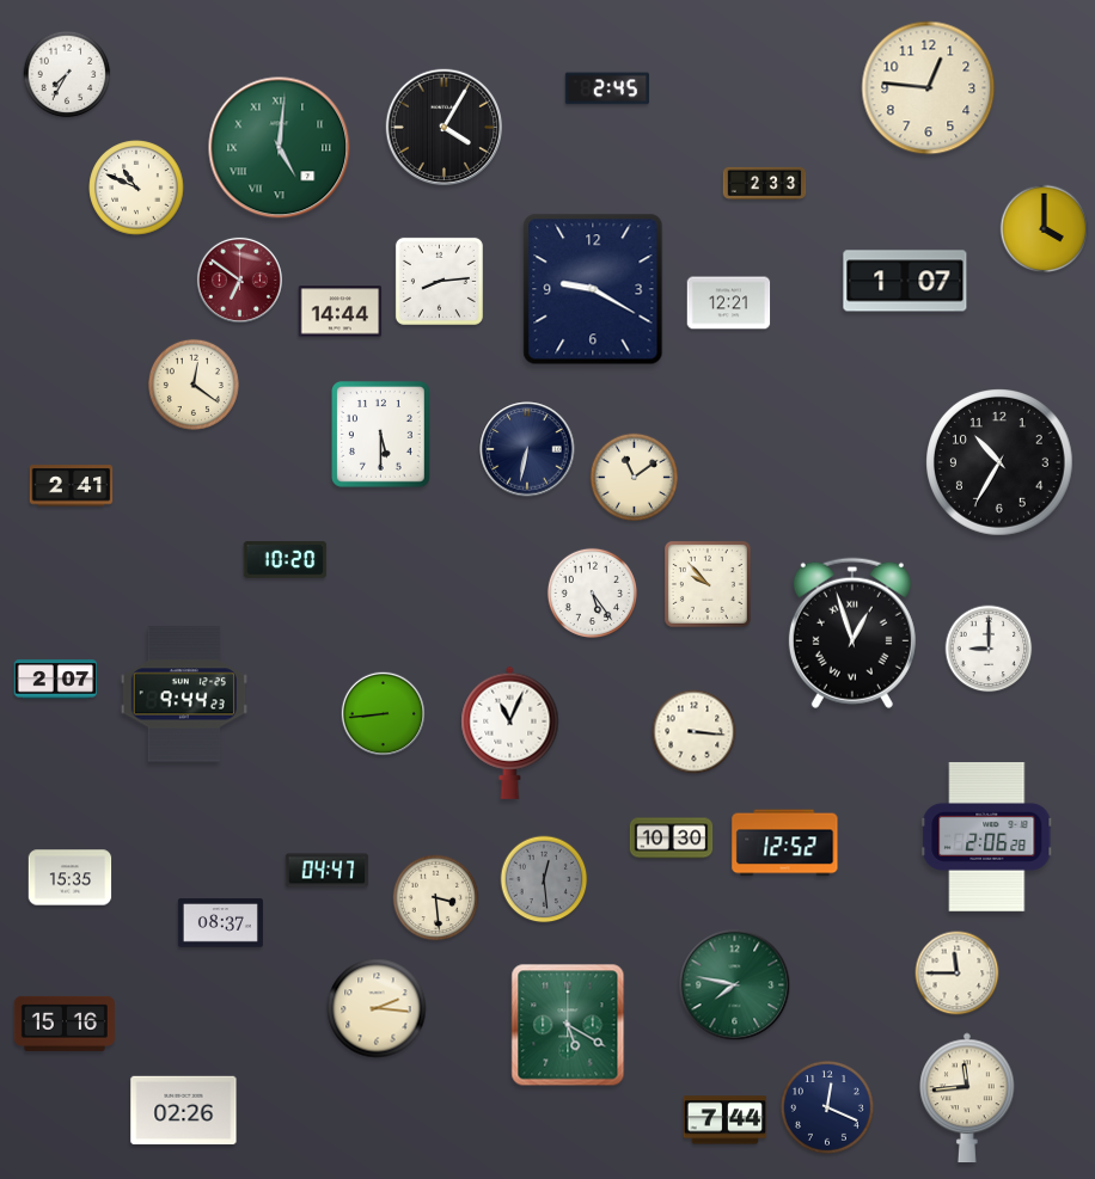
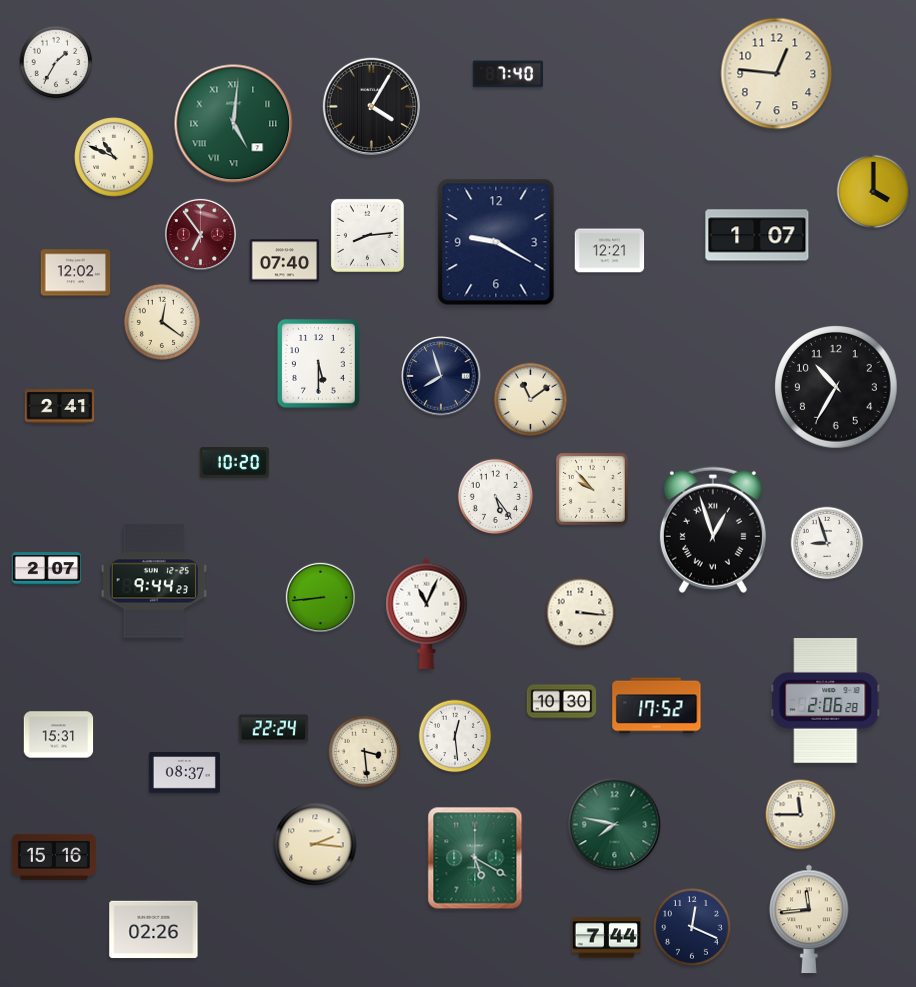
clock at (67, 74): 7:35 -> 1:35
clock at (607, 88): 2:45 -> 7:40
clock at (765, 183): 2:33 -> none
clock at (239, 280): 6:51 -> 6:54
clock at (729, 303) position: (729, 303) -> (610, 251)
clock at (341, 312): 14:44 -> 07:40
clock at (76, 273): none -> 12:02
clock at (527, 449): 6:32 -> 7:57
clock at (286, 560) position: (286, 560) -> (235, 463)
clock at (989, 649): 9:00 -> 8:57
clock at (785, 843): 12:52 -> 17:52
clock at (328, 871): 04:47 -> 22:24
clock at (71, 878): 15:35 -> 15:31
clock at (544, 879) dial: grey -> white
